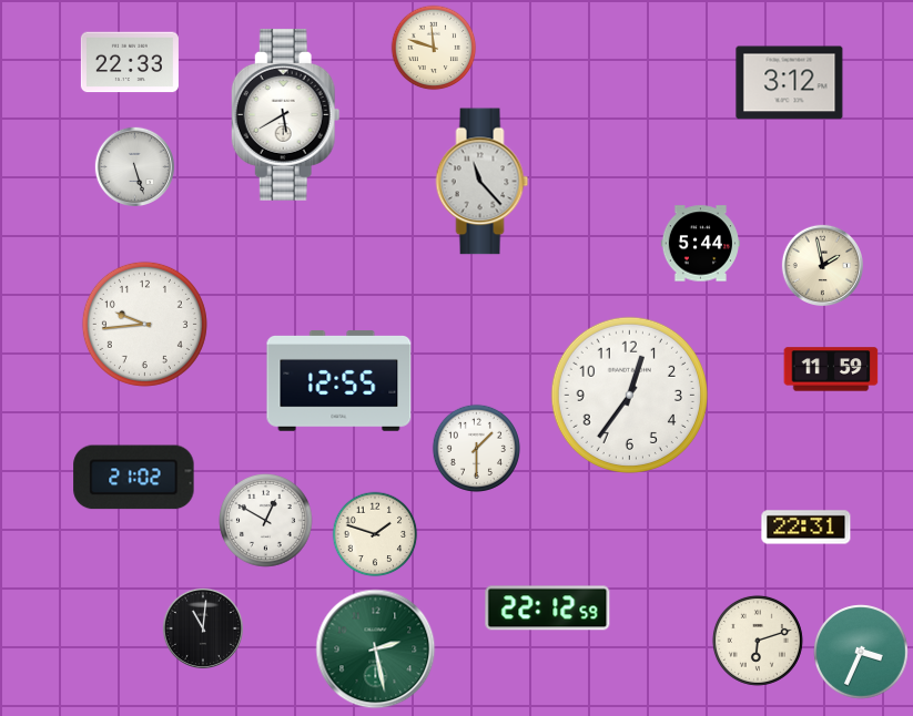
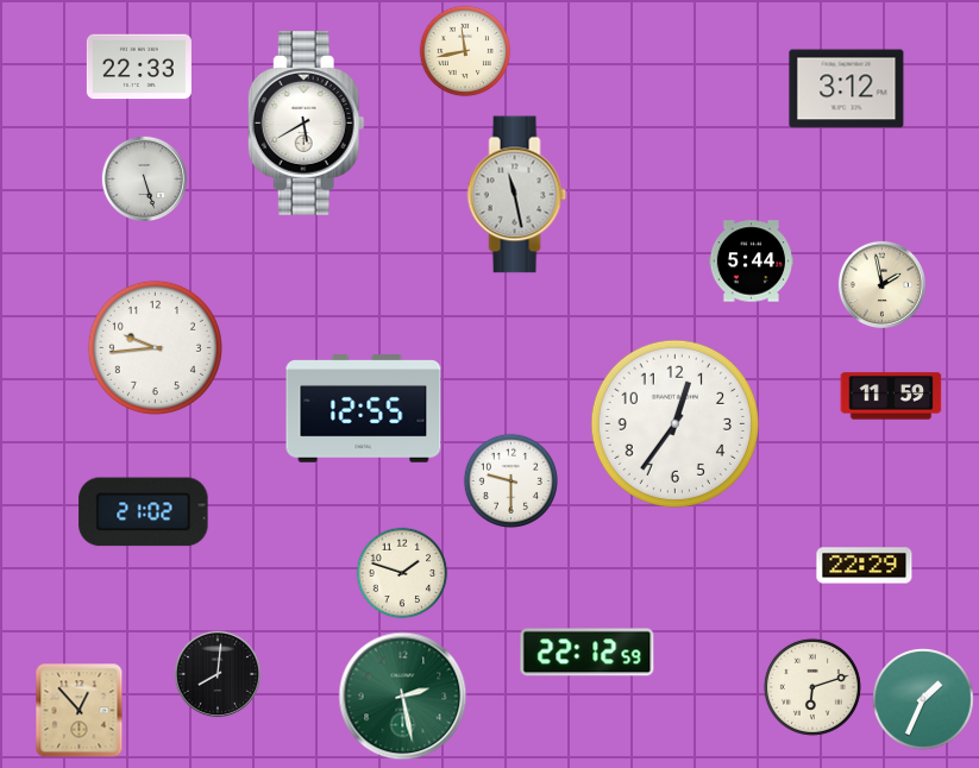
clock at (434, 48): 11:48 -> 11:43
clock at (483, 182): 11:23 -> 11:28
clock at (476, 448): 1:30 -> 9:30
clock at (266, 521): 12:50 -> none
clock at (807, 528): 22:31 -> 22:29
clock at (202, 627): 11:01 -> 8:01
clock at (861, 652): 3:34 -> 1:34
clock at (80, 711): none -> 12:53
